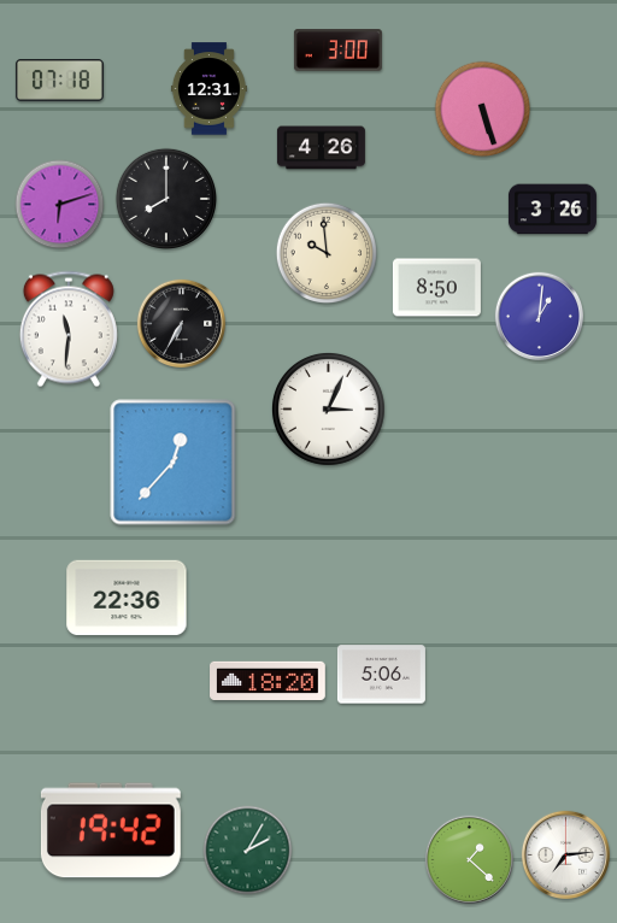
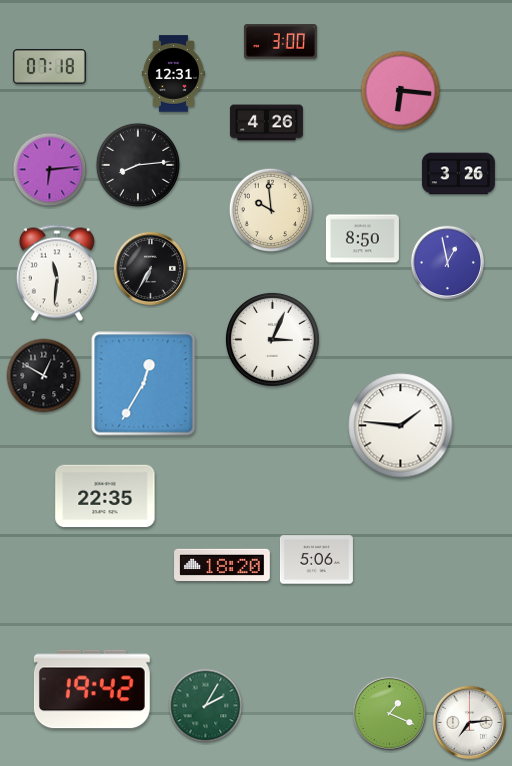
clock at (483, 110): 5:27 -> 6:16
clock at (165, 198): 8:00 -> 8:14
clock at (60, 205): 6:12 -> 6:14
clock at (539, 316): 1:01 -> 12:58
clock at (44, 376): none -> 12:50
clock at (174, 463): 12:37 -> 12:35
clock at (401, 426): none -> 1:46
clock at (127, 598): 22:36 -> 22:35
clock at (565, 854) position: (565, 854) -> (469, 722)
clock at (469, 859): 1:22 -> 1:19
